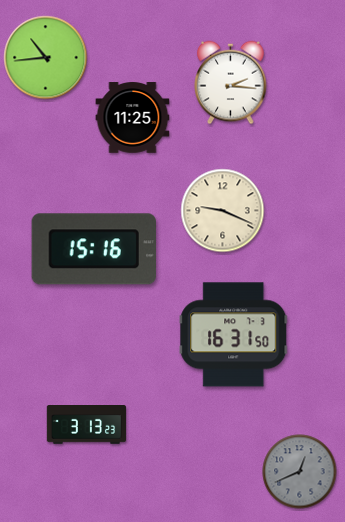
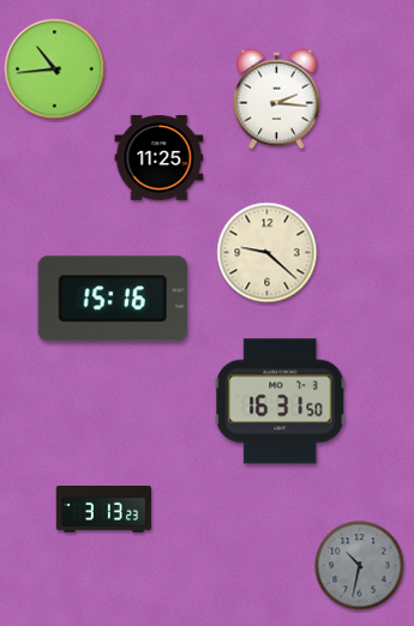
clock at (133, 118) position: (133, 118) -> (160, 158)
clock at (223, 211): 9:19 -> 9:22
clock at (300, 472): 12:41 -> 10:32
